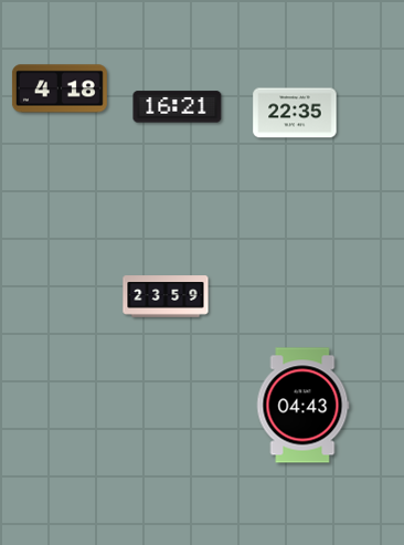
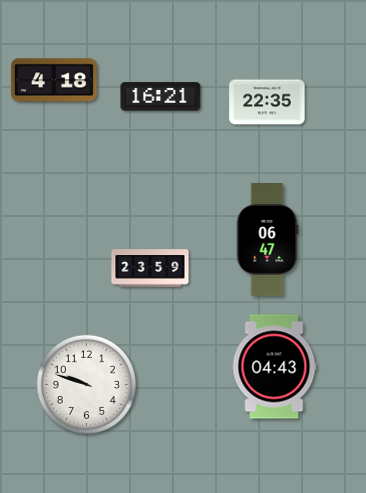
clock at (267, 240): none -> 06:47
clock at (86, 384): none -> 9:48
